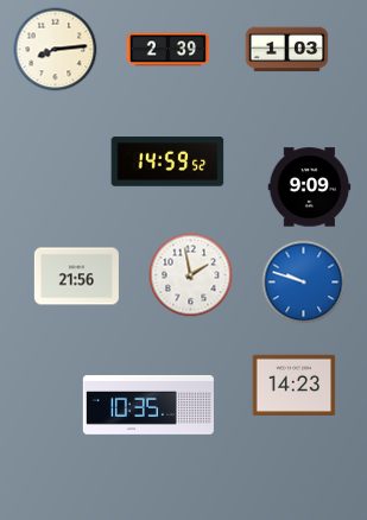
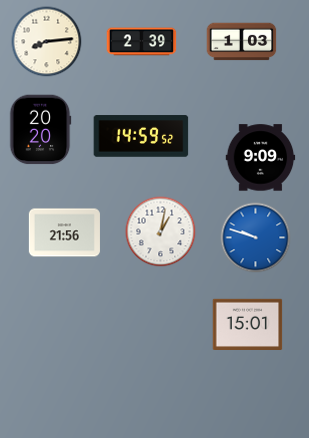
clock at (40, 130): none -> 20:20
clock at (191, 275): 1:58 -> 1:02
clock at (295, 385): 14:23 -> 15:01
clock at (148, 405): 10:35 -> none
